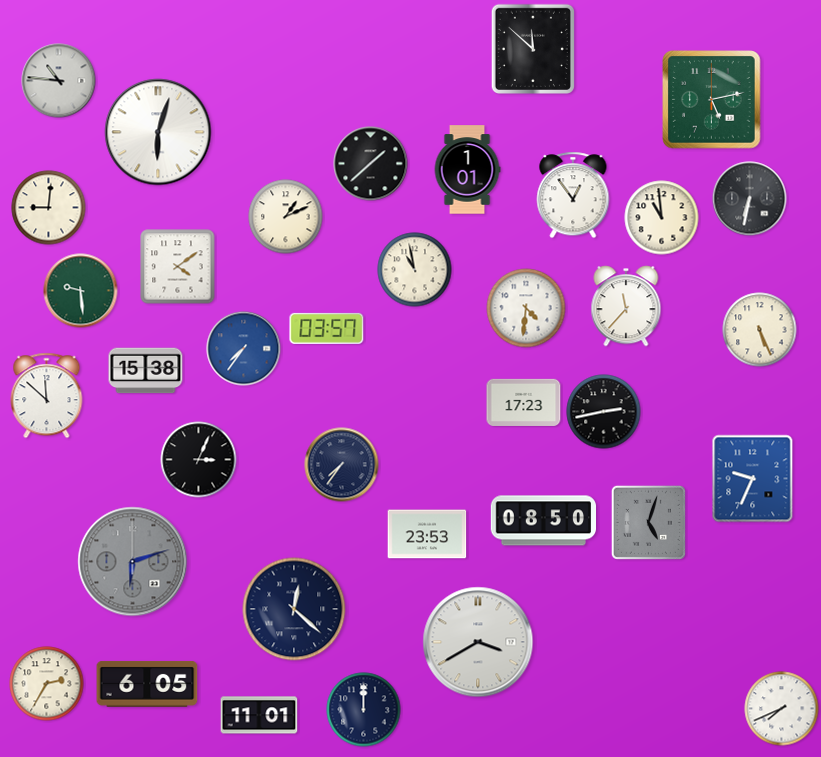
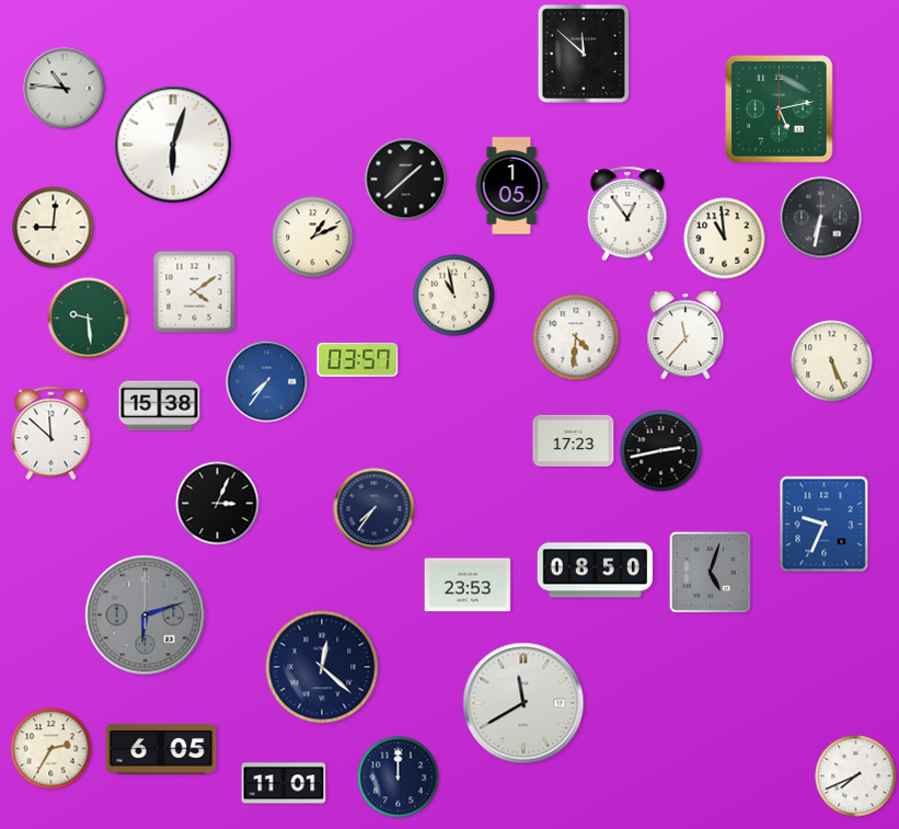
clock at (467, 170): 1:01 -> 1:05
clock at (478, 642): 3:40 -> 11:40
